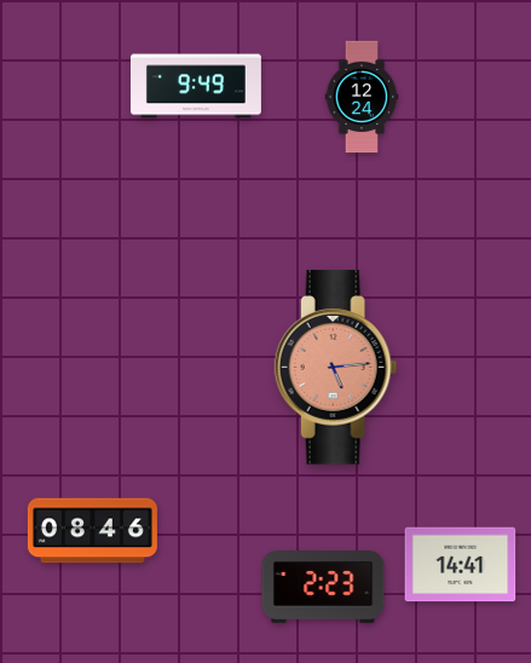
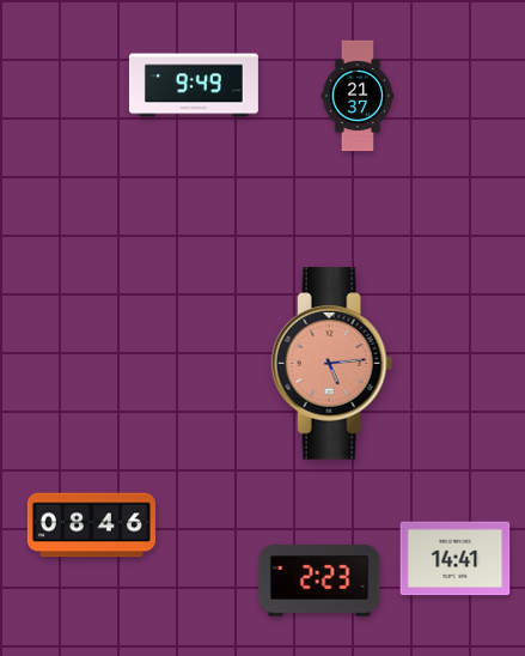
clock at (362, 97): 12:24 -> 21:37
